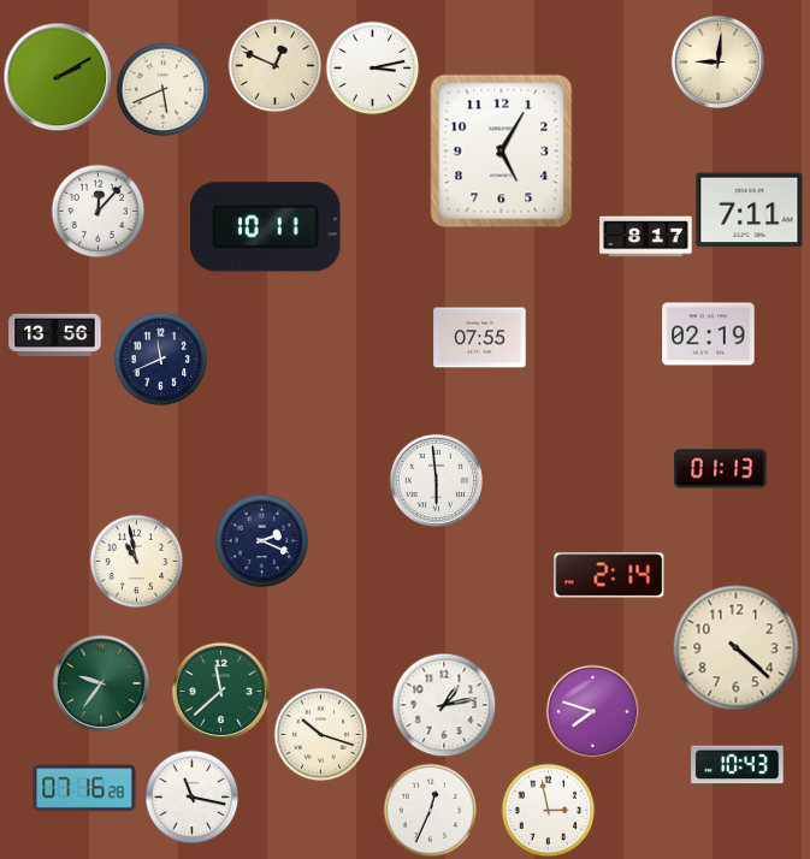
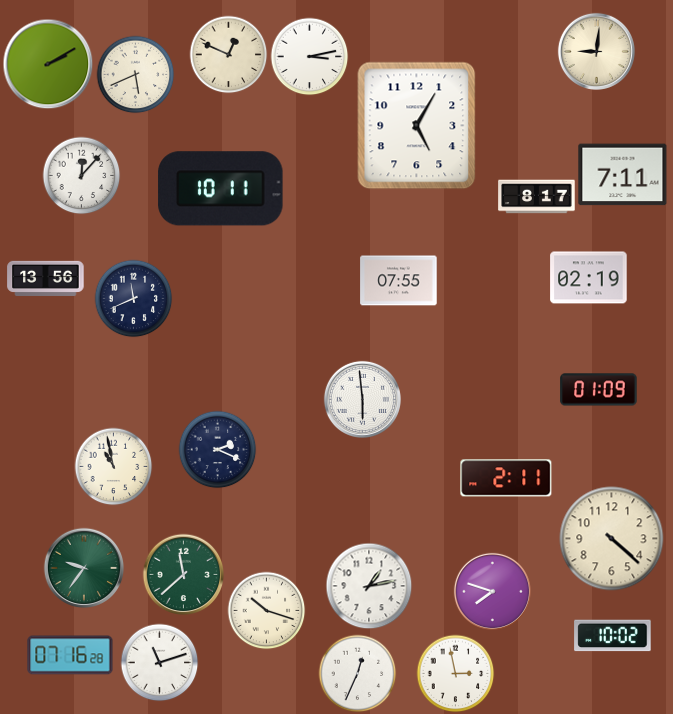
clock at (721, 469): 01:13 -> 01:09
clock at (609, 575): 2:14 -> 2:11
clock at (738, 765): 10:43 -> 10:02
clock at (191, 796): 11:17 -> 11:12
